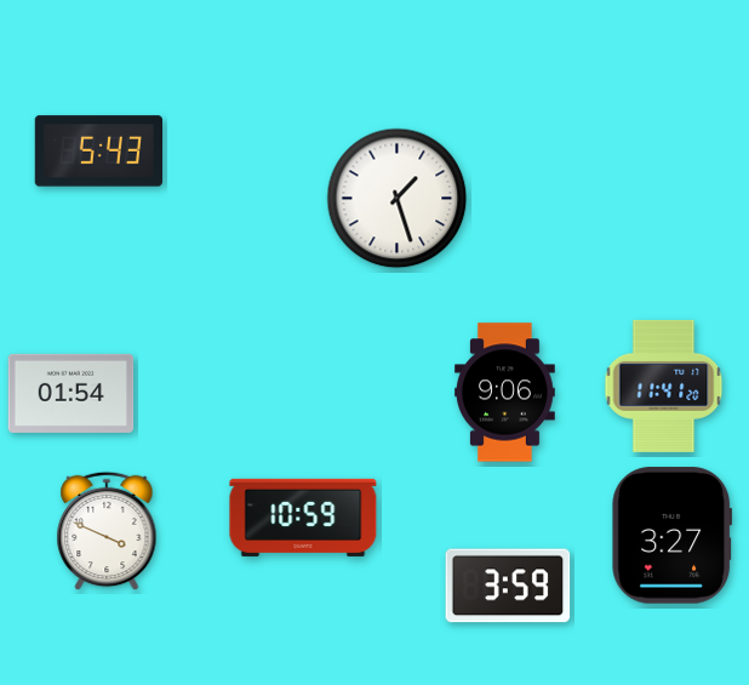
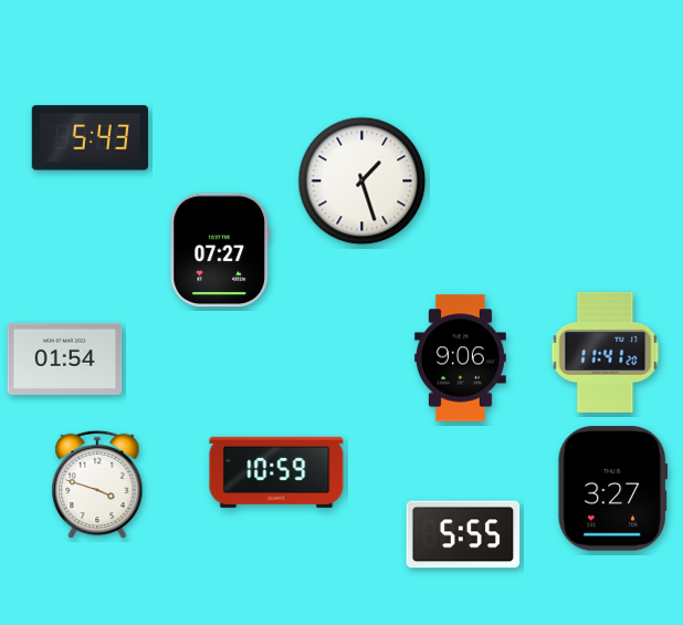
clock at (219, 250): none -> 07:27
clock at (107, 531): 3:49 -> 3:48
clock at (508, 586): 3:59 -> 5:55
